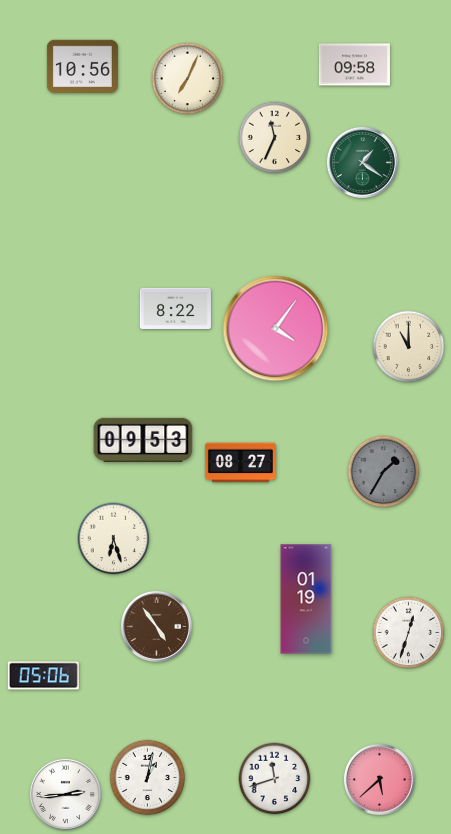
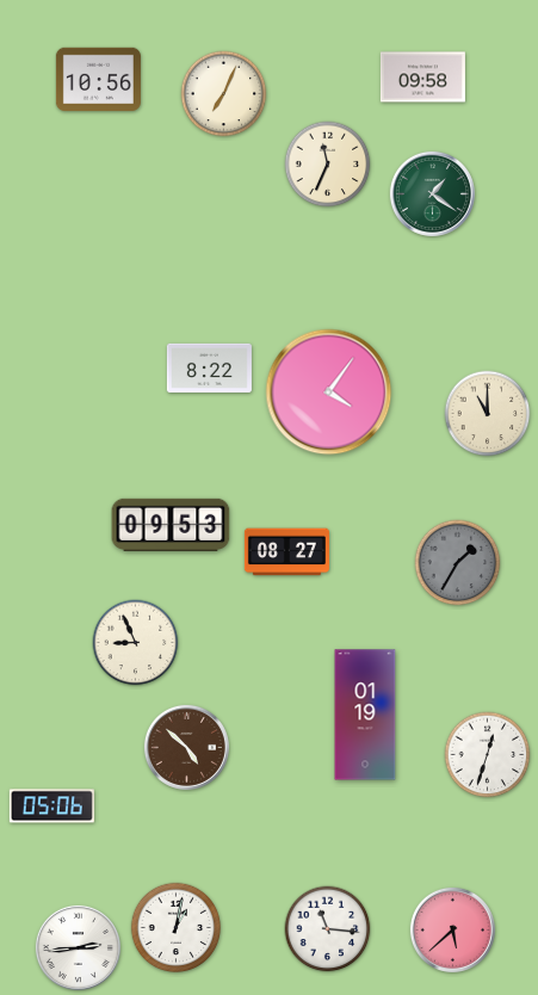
clock at (114, 539): 6:27 -> 8:56
clock at (156, 626): 4:54 -> 4:52
clock at (275, 779): 11:42 -> 11:16
